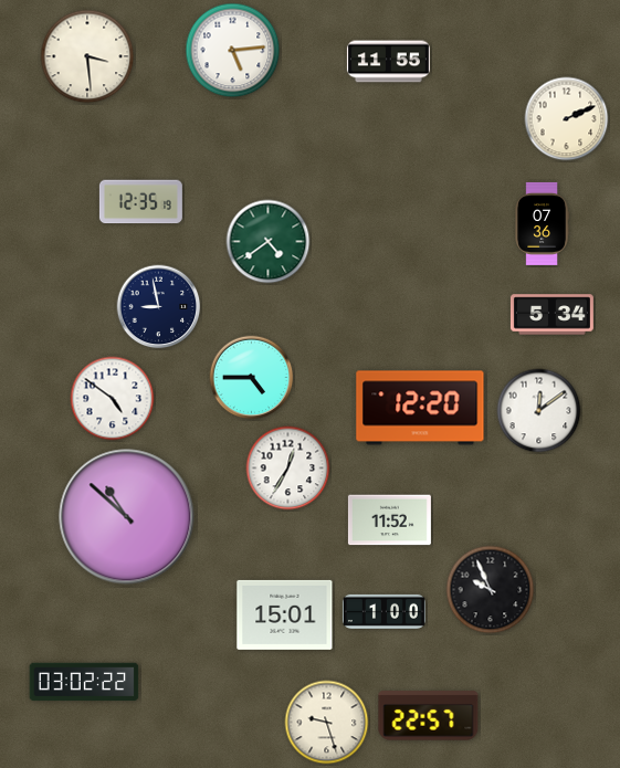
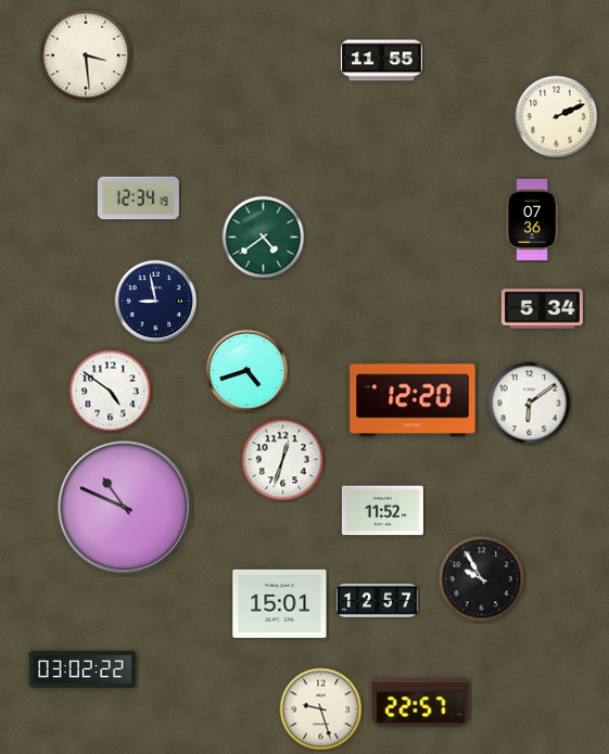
clock at (233, 51): 5:14 -> none
clock at (140, 202): 12:35 -> 12:34
clock at (252, 378): 4:45 -> 4:42
clock at (539, 411): 12:09 -> 6:09
clock at (288, 469): 12:35 -> 12:33
clock at (127, 517): 10:52 -> 10:49
clock at (491, 590): 9:56 -> 9:55
clock at (383, 611): 1:00 -> 12:57
